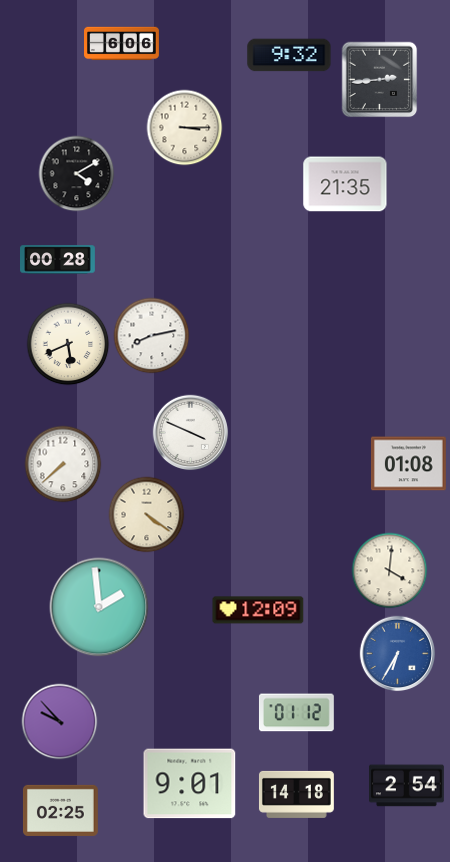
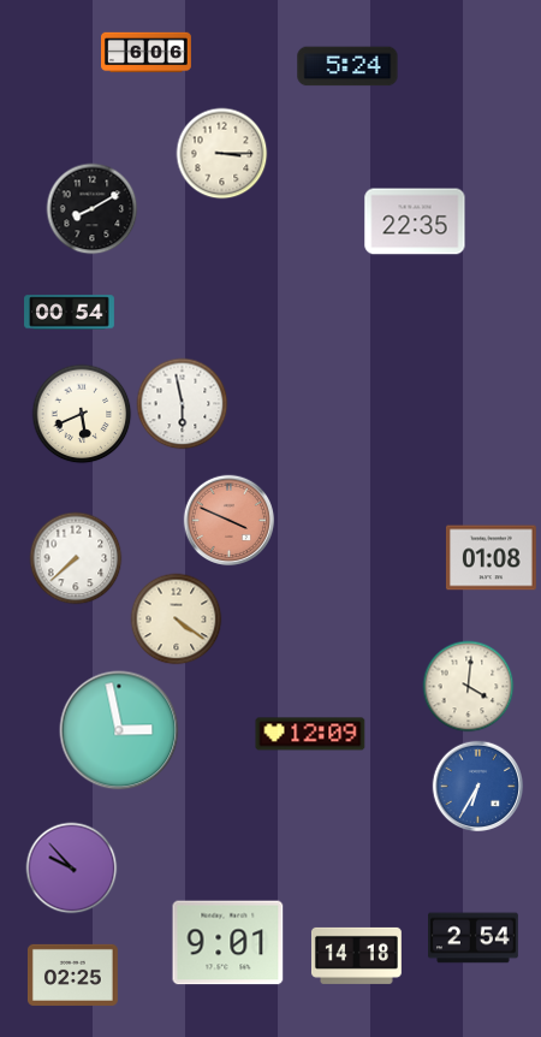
clock at (289, 55): 9:32 -> 5:24
clock at (380, 80): 2:44 -> none
clock at (77, 174): 4:10 -> 8:10
clock at (345, 184): 21:35 -> 22:35
clock at (58, 260): 00:28 -> 00:54
clock at (152, 336): 8:13 -> 5:58
clock at (191, 433) dial: white -> salmon
clock at (99, 607): 1:59 -> 2:58
clock at (296, 713): 01:12 -> none
clock at (407, 786) position: (407, 786) -> (474, 938)
